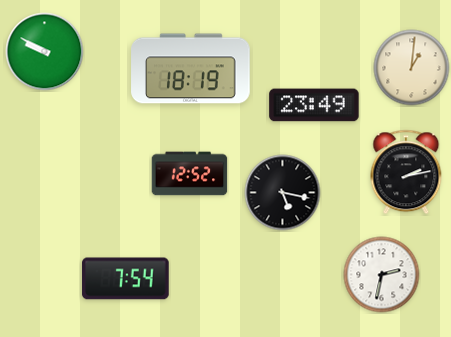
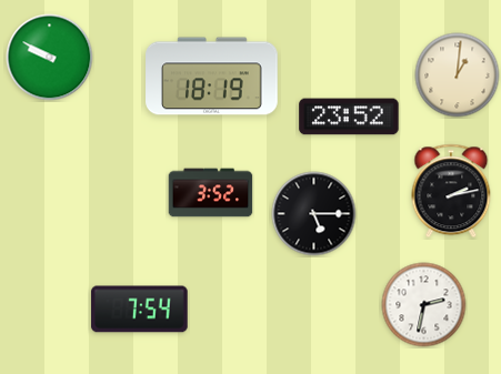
clock at (314, 105): 23:49 -> 23:52
clock at (190, 174): 12:52 -> 3:52
clock at (283, 193): 5:17 -> 5:15
